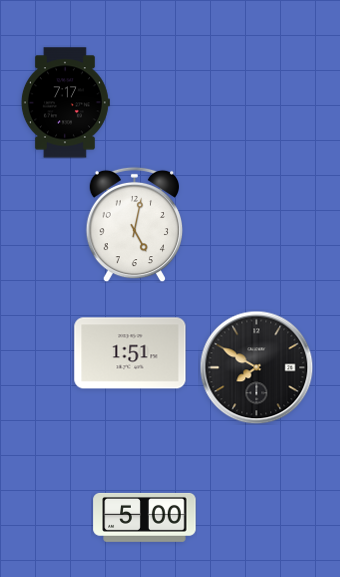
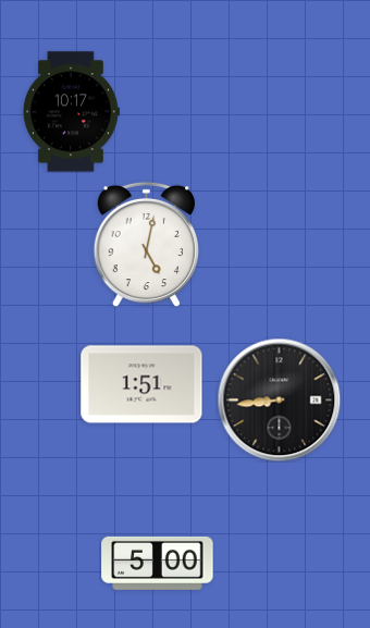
clock at (65, 103): 7:17 -> 10:17
clock at (256, 367): 7:50 -> 8:44
